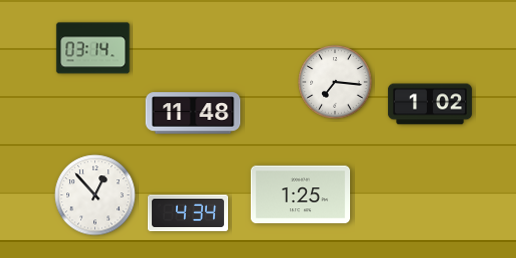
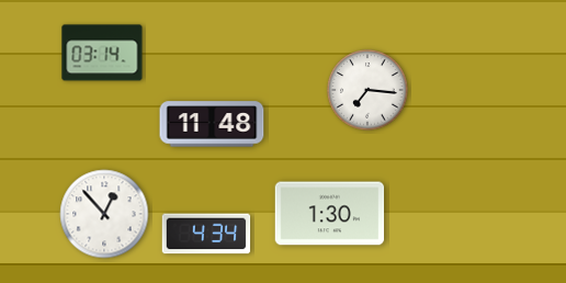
clock at (430, 104): 1:02 -> none
clock at (301, 195): 1:25 -> 1:30
